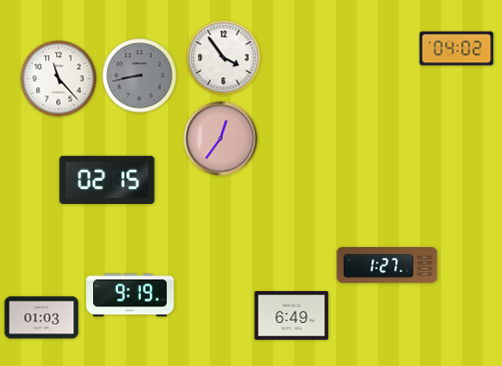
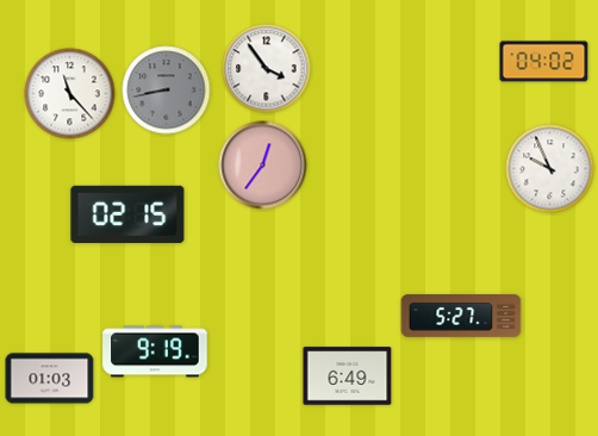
clock at (457, 49) position: (457, 49) -> (544, 62)
clock at (550, 169): none -> 9:56
clock at (387, 265): 1:27 -> 5:27
